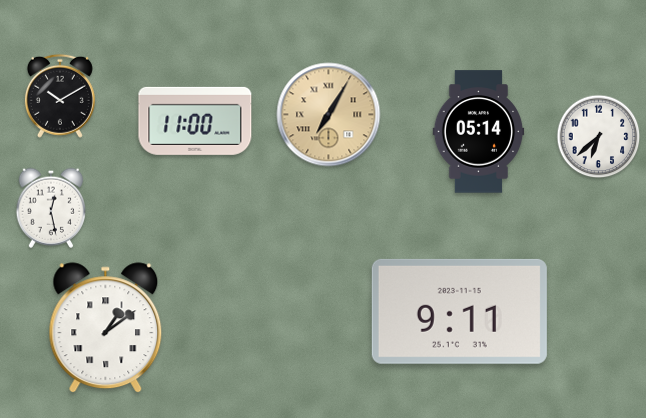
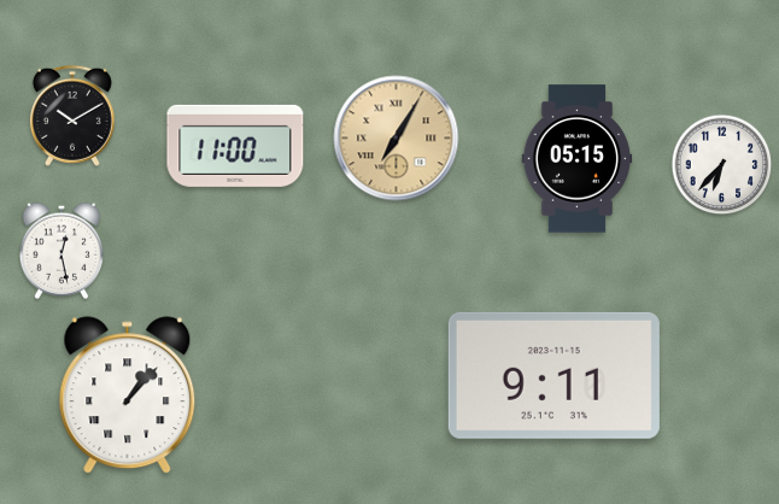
clock at (479, 132): 05:14 -> 05:15
clock at (599, 137): 6:38 -> 6:37
clock at (106, 328): 1:09 -> 1:07
